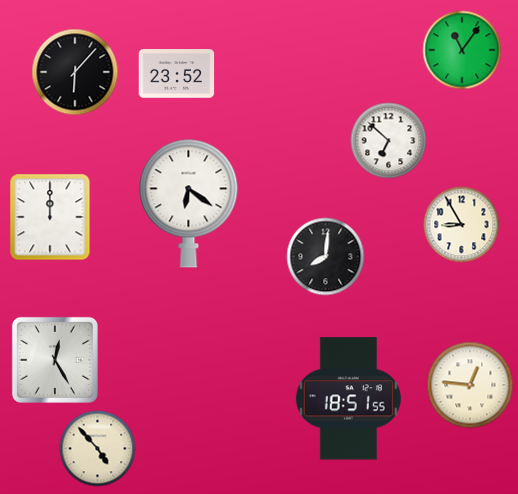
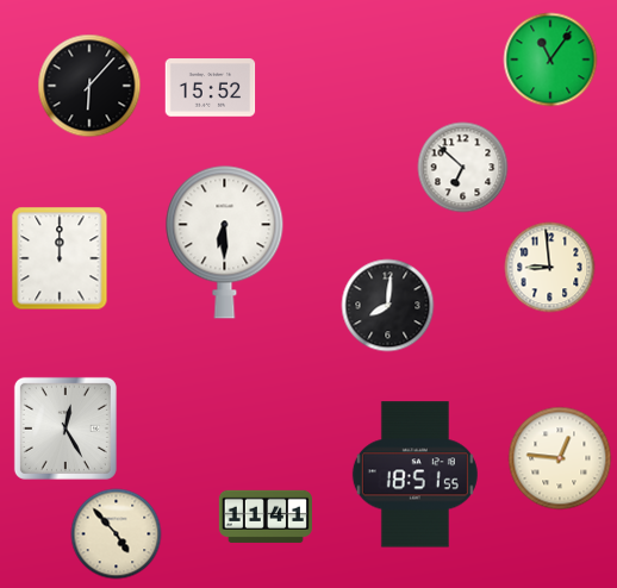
clock at (177, 74): 23:52 -> 15:52
clock at (189, 203): 6:21 -> 6:30
clock at (462, 225): 8:55 -> 8:59
clock at (266, 517): none -> 11:41
